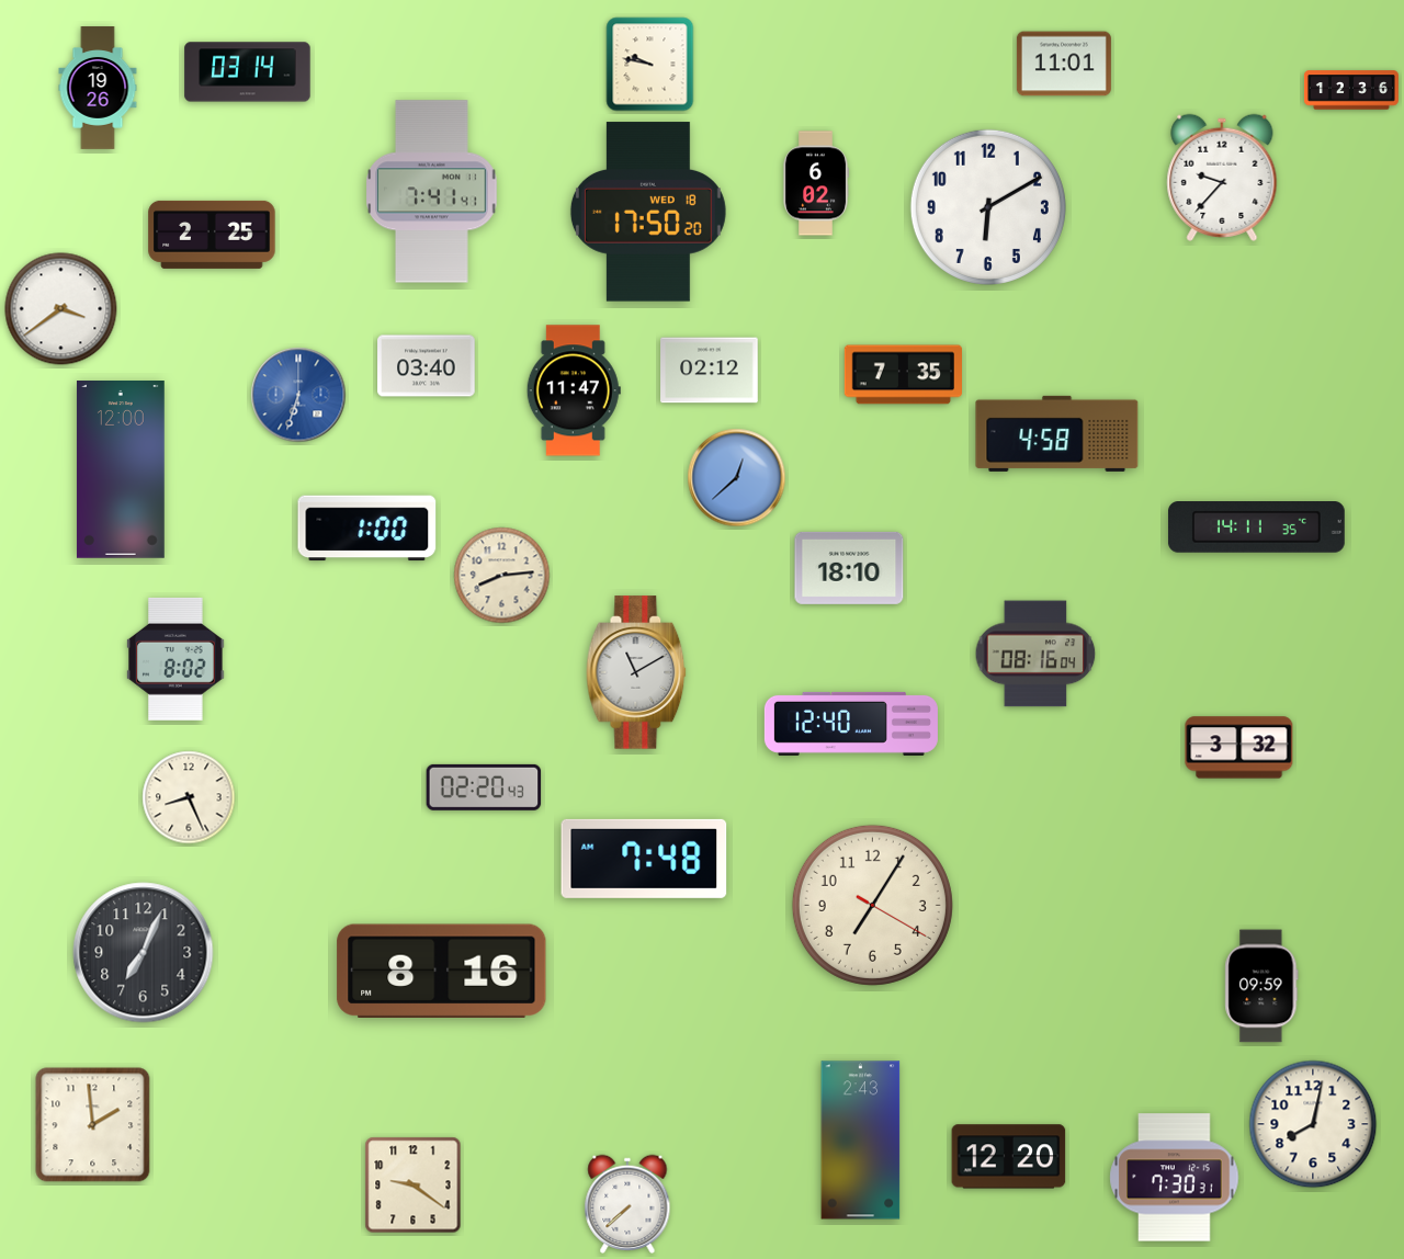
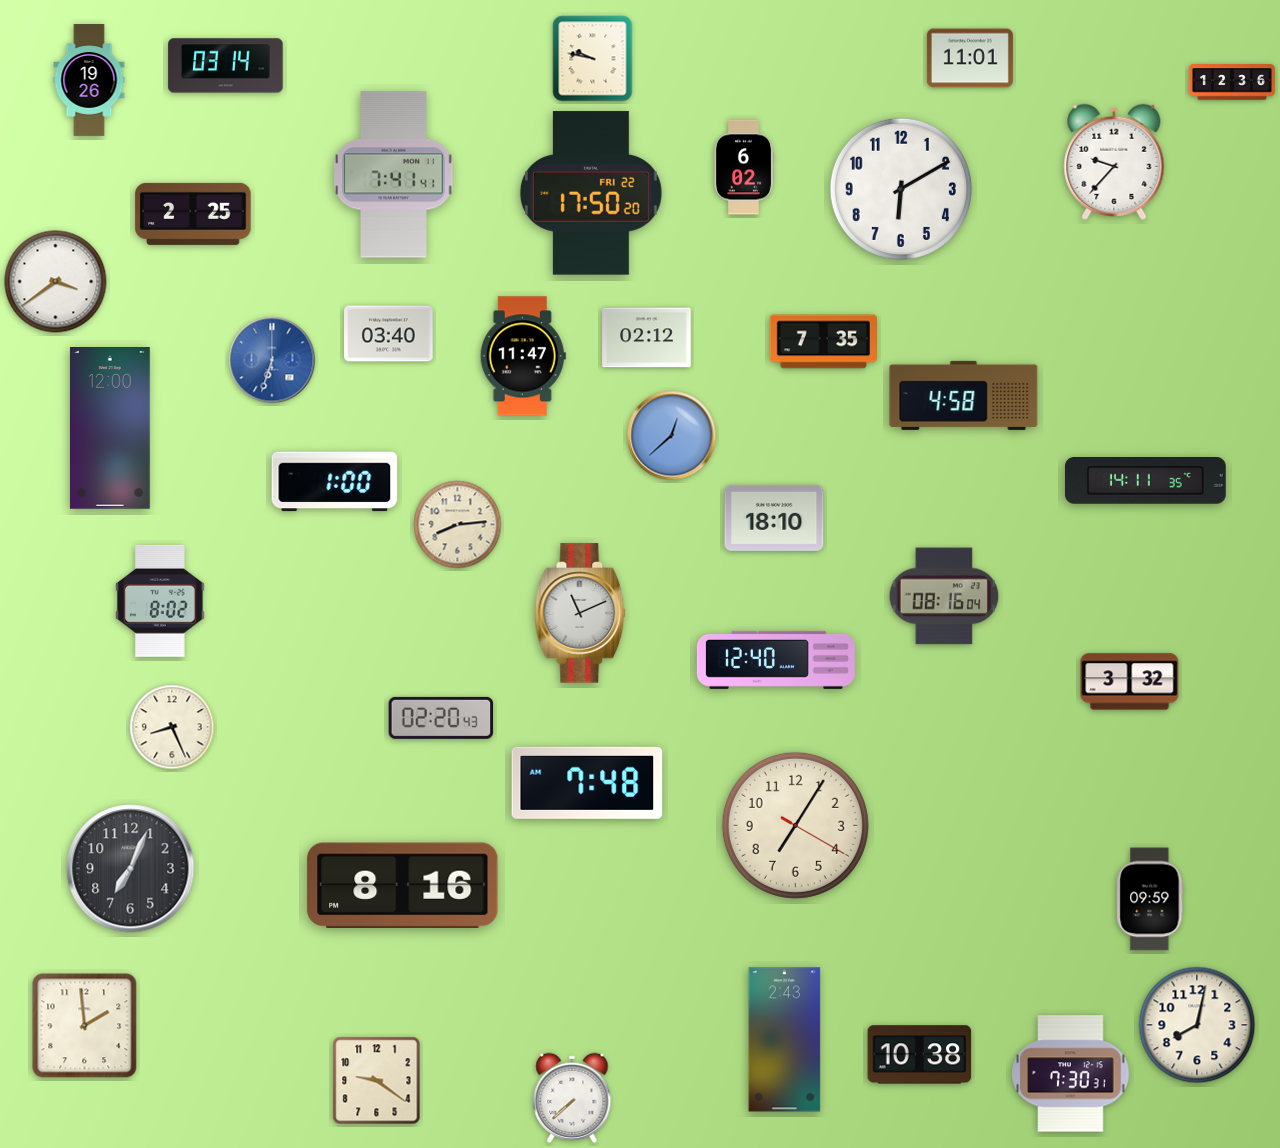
clock at (648, 212) date: WED 18 -> FRI 22
clock at (636, 672): 11:10 -> 11:11
clock at (1009, 1157): 12:20 -> 10:38
